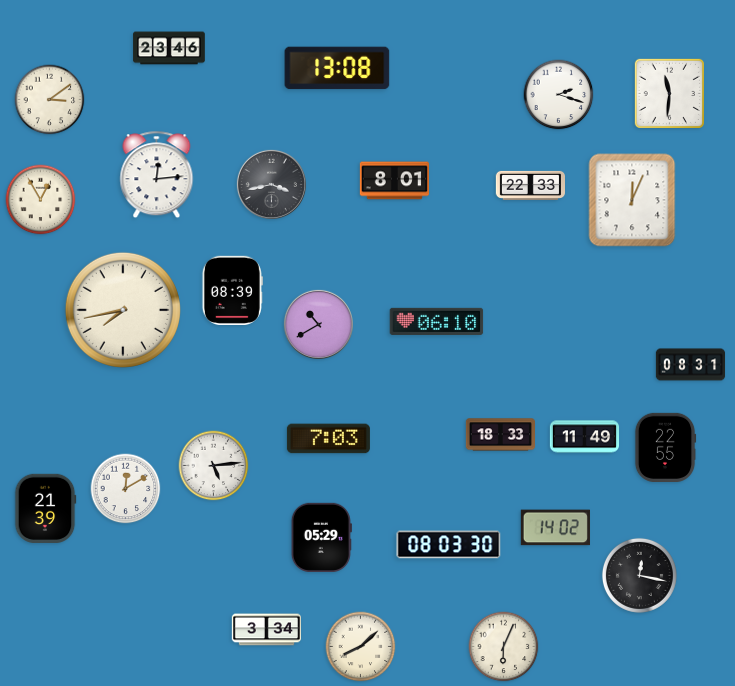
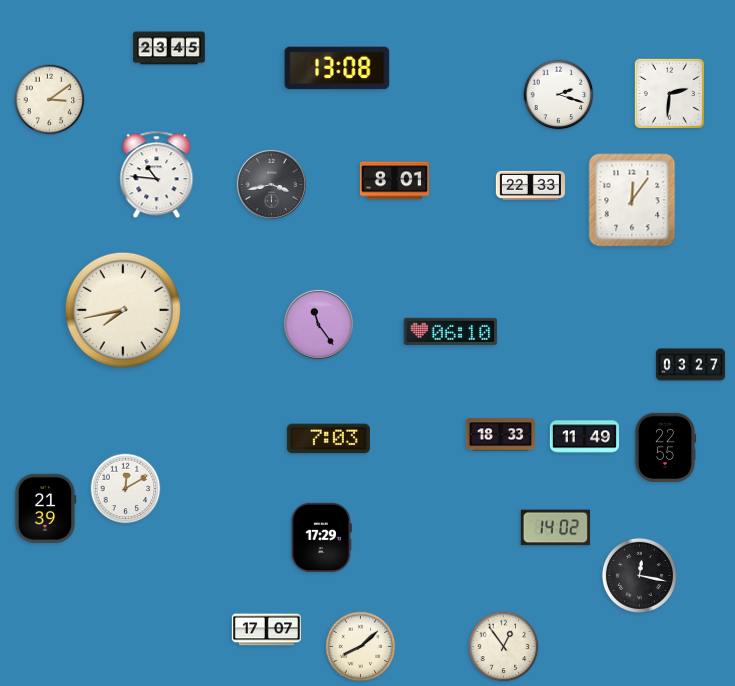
clock at (169, 48): 23:46 -> 23:45
clock at (669, 93): 11:31 -> 2:31
clock at (157, 175): 12:14 -> 10:46
clock at (41, 200): 12:55 -> none
clock at (632, 200): 12:04 -> 12:06
clock at (232, 290): 08:39 -> none
clock at (437, 321) position: (437, 321) -> (451, 331)
clock at (318, 324): 10:40 -> 11:24
clock at (691, 365): 08:31 -> 03:27
clock at (214, 466): 5:14 -> none
clock at (321, 537): 05:29 -> 17:29
clock at (449, 545): 08:03 -> none
clock at (266, 630): 3:34 -> 17:07
clock at (504, 647): 6:04 -> 12:54
